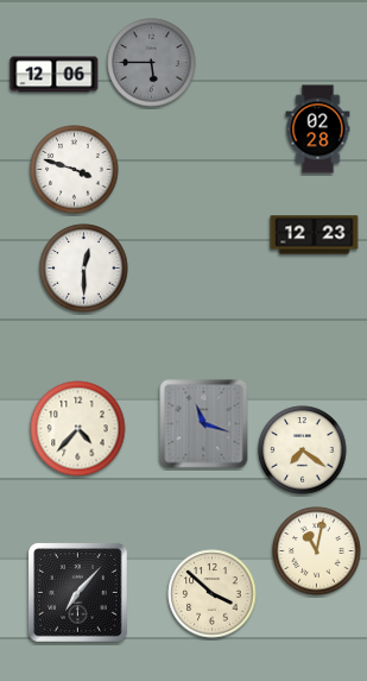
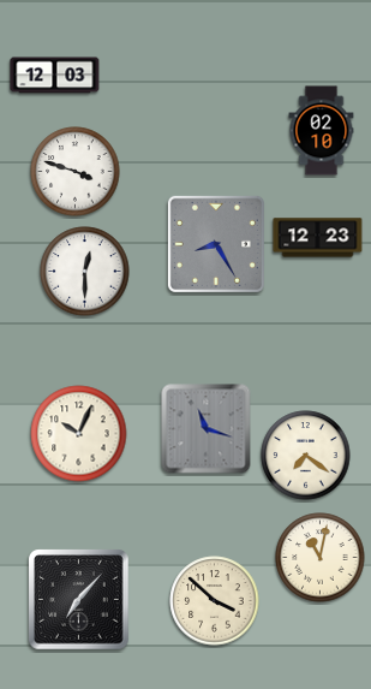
clock at (152, 63): 5:45 -> none
clock at (55, 75): 12:06 -> 12:03
clock at (318, 130): 02:28 -> 02:10
clock at (216, 244): none -> 8:25
clock at (78, 429): 4:37 -> 10:04
